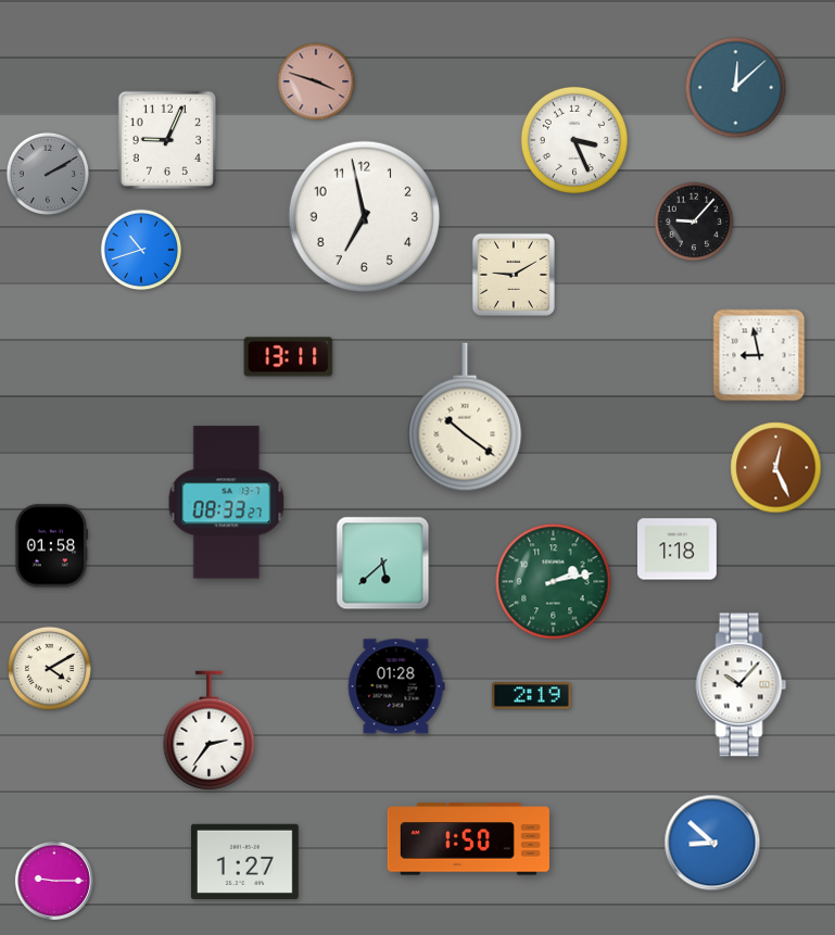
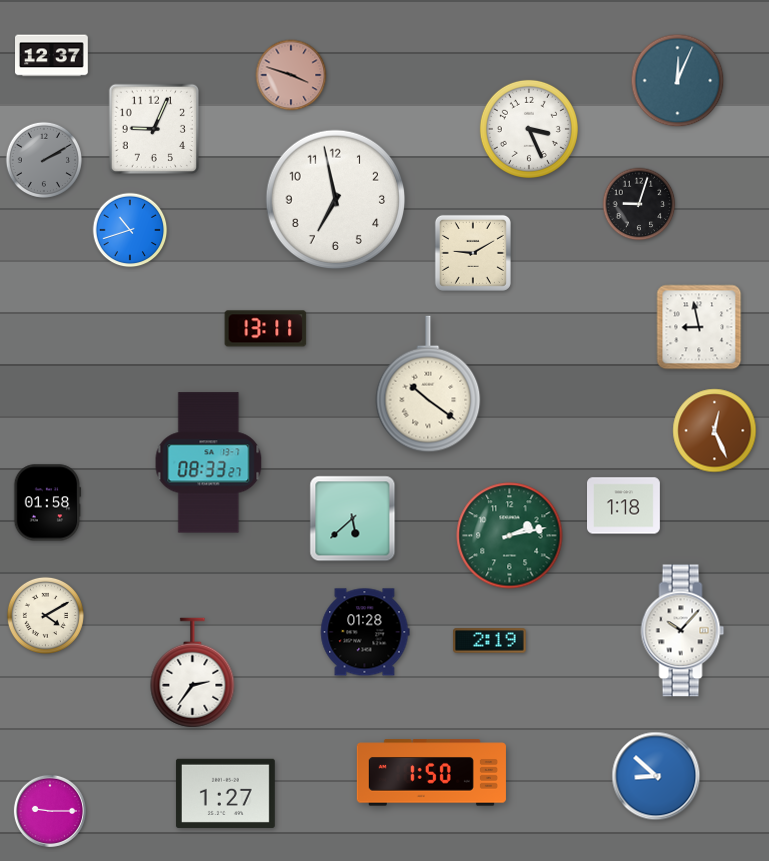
clock at (52, 56): none -> 12:37
clock at (736, 88): 12:08 -> 12:04
clock at (694, 222): 9:07 -> 9:03
